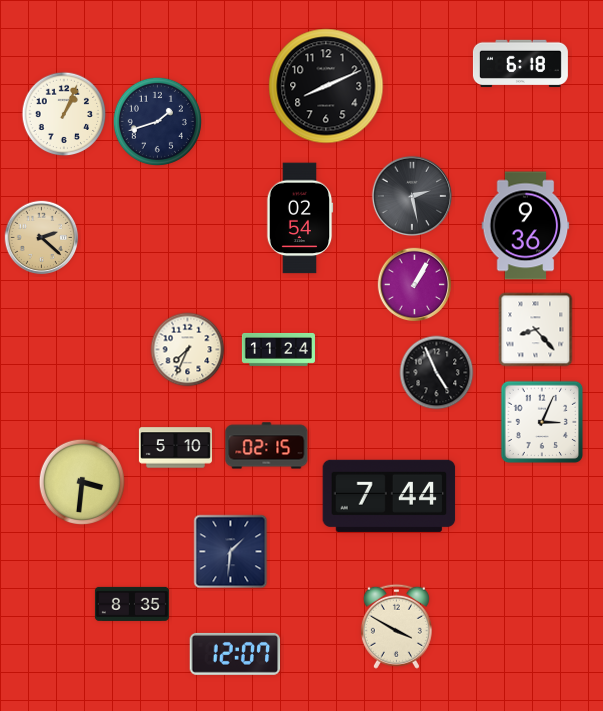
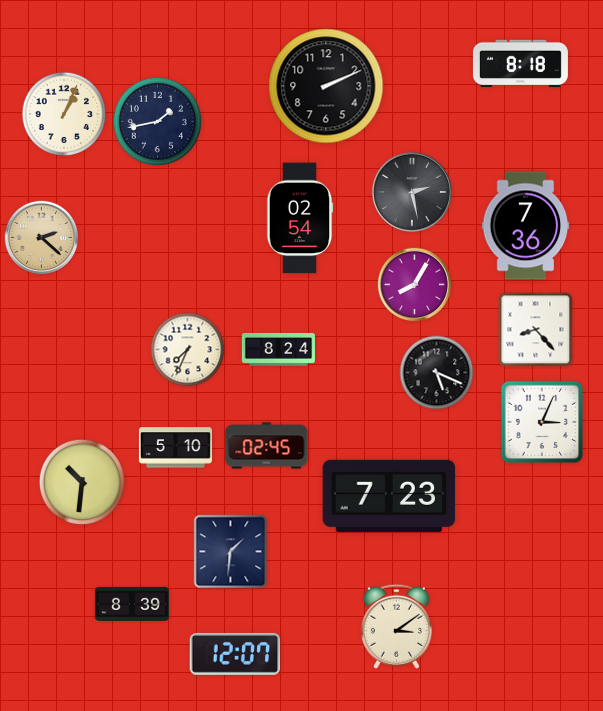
clock at (520, 64): 6:18 -> 8:18
clock at (326, 86): 8:11 -> 2:11
clock at (157, 121): 1:42 -> 1:43
clock at (411, 195) position: (411, 195) -> (411, 191)
clock at (526, 226): 9:36 -> 7:36
clock at (415, 285): 1:05 -> 8:05
clock at (278, 349): 11:24 -> 8:24
clock at (437, 373): 4:56 -> 5:19
clock at (267, 446): 02:15 -> 02:45
clock at (81, 481): 3:31 -> 10:31
clock at (389, 496): 7:44 -> 7:23
clock at (132, 604): 8:35 -> 8:39
clock at (396, 626): 3:50 -> 3:09
